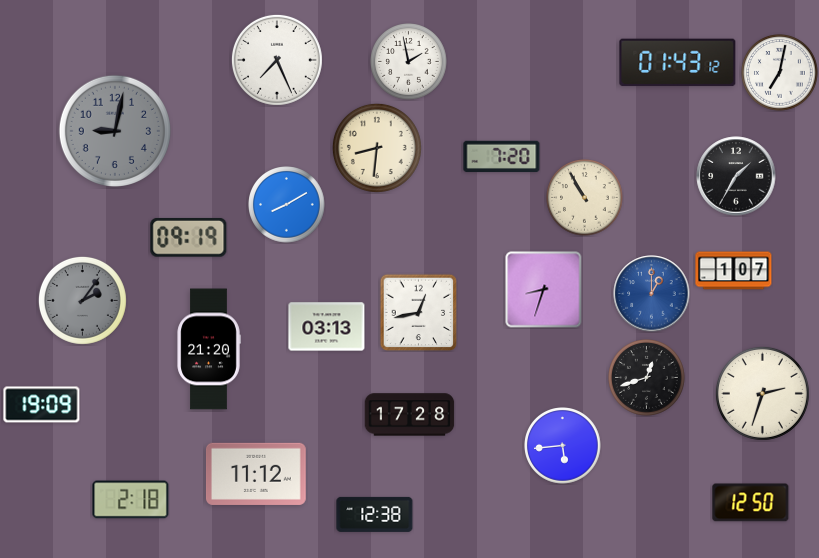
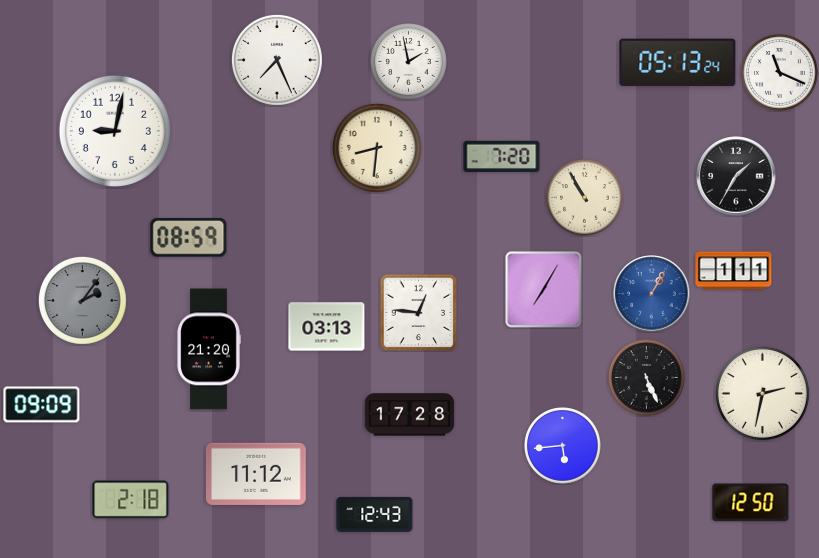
clock at (678, 63): 01:43 -> 05:13
clock at (780, 73): 7:02 -> 11:19
clock at (115, 131) dial: grey -> white
clock at (287, 205): 8:10 -> none
clock at (189, 237): 09:19 -> 08:59
clock at (734, 271): 1:07 -> 1:11
clock at (544, 290): 8:33 -> 7:05
clock at (652, 294): 1:00 -> 1:05
clock at (418, 312): 12:43 -> 12:46
clock at (647, 378): 12:42 -> 5:26
clock at (762, 393): 2:33 -> 2:32
clock at (42, 405): 19:09 -> 09:09
clock at (375, 514): 12:38 -> 12:43
